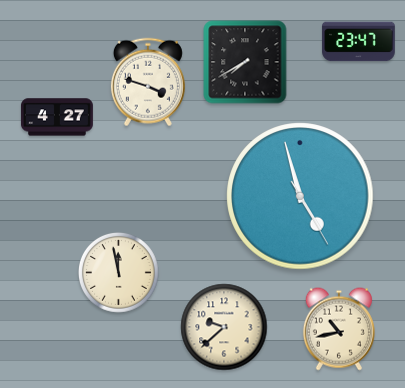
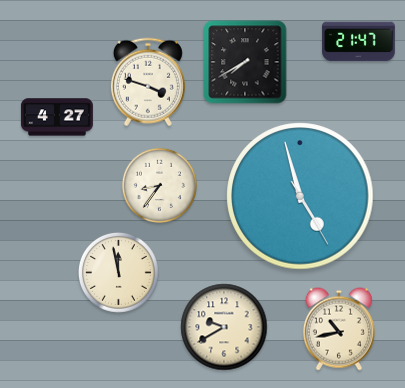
clock at (359, 42): 23:47 -> 21:47
clock at (160, 186): none -> 8:36
clock at (224, 327): 9:38 -> 9:40
